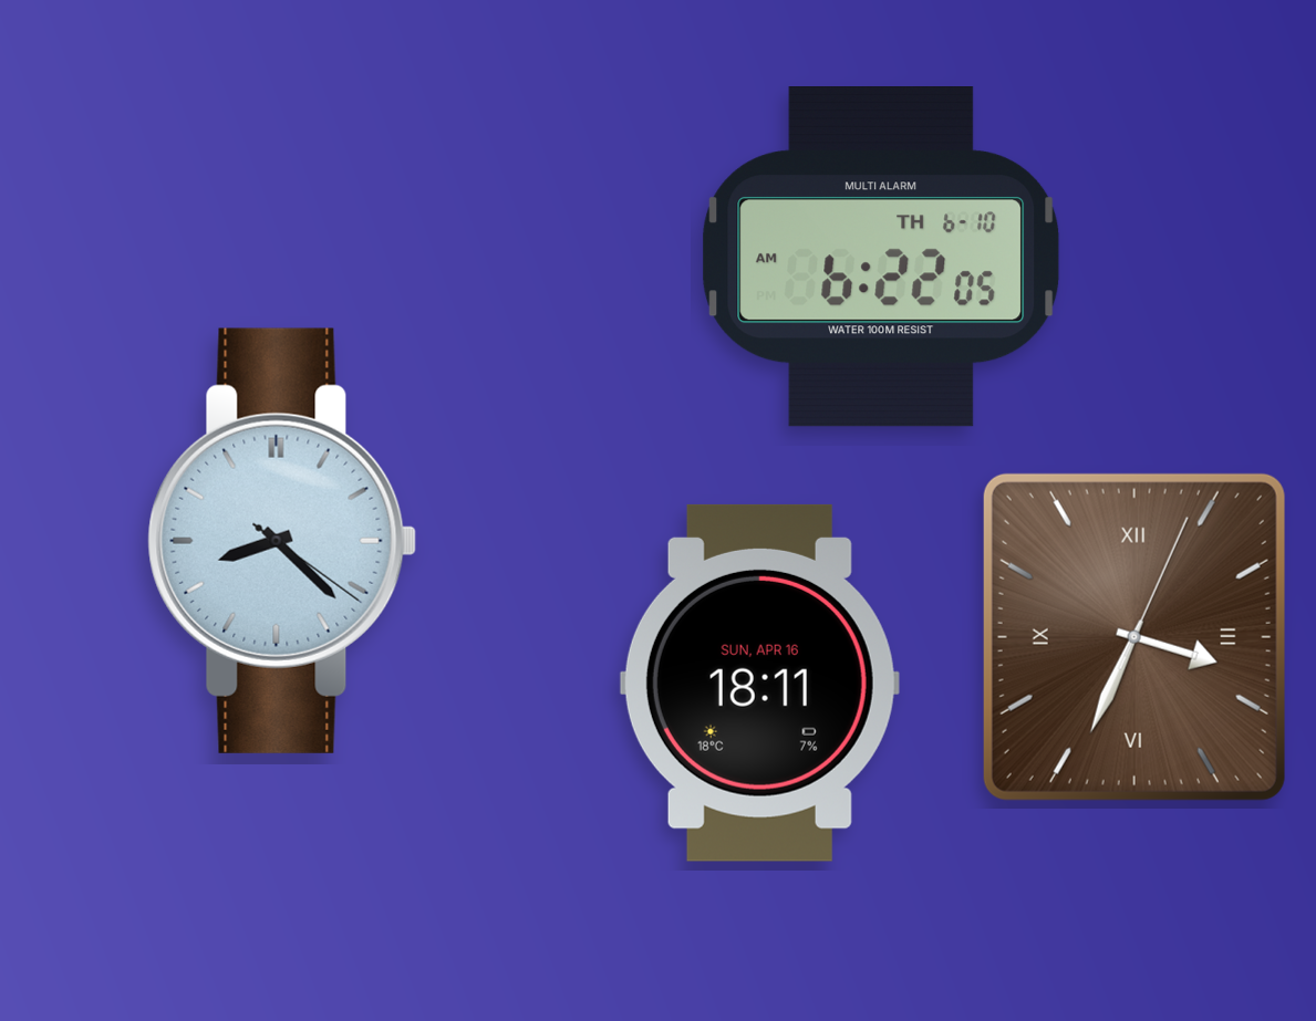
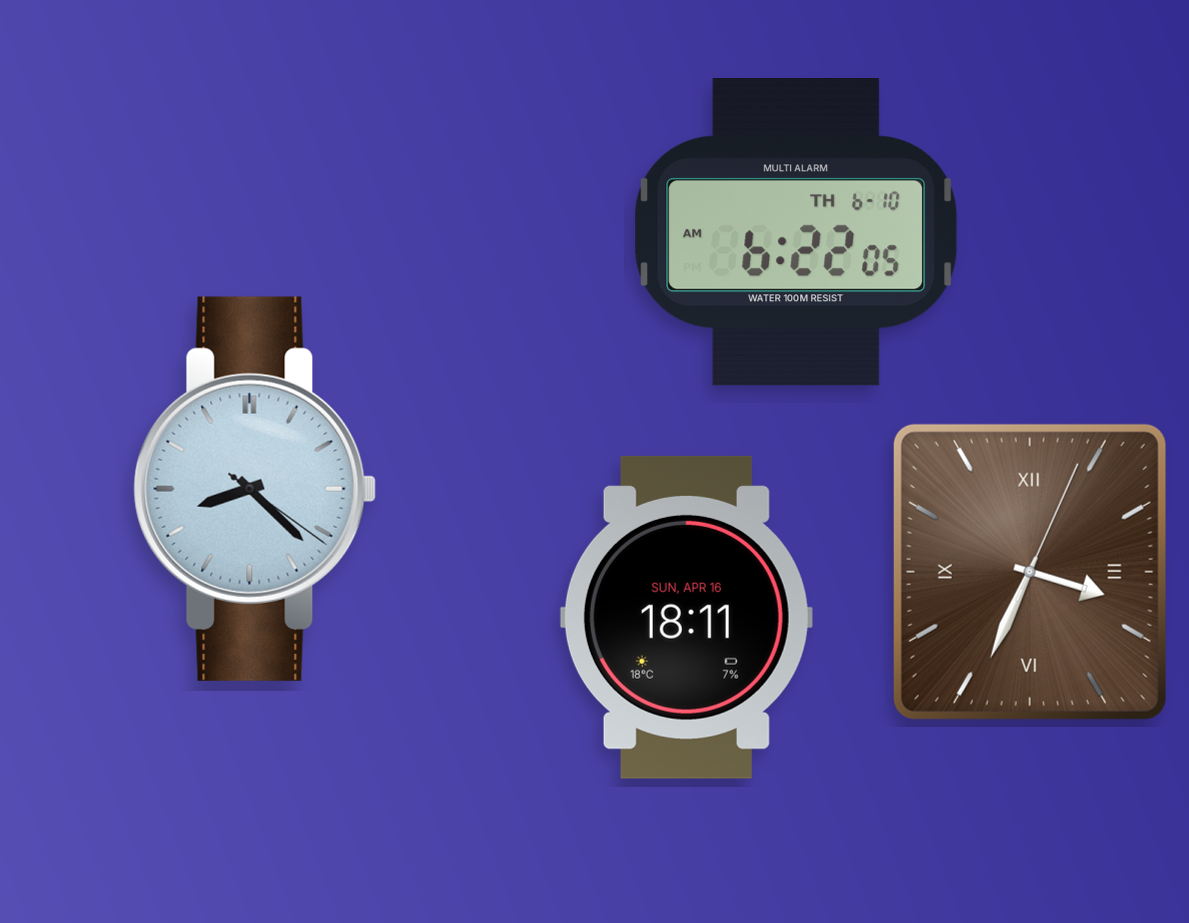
clock at (1134, 637) position: (1134, 637) -> (1030, 572)
